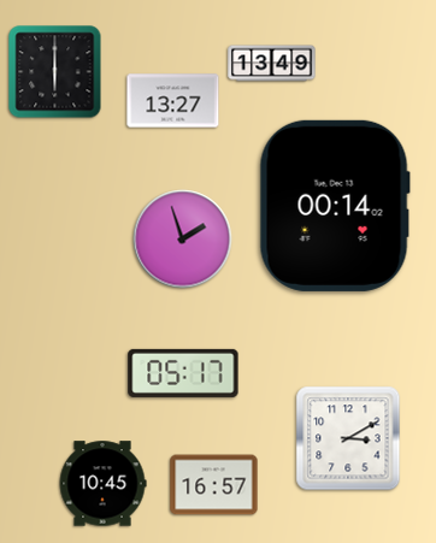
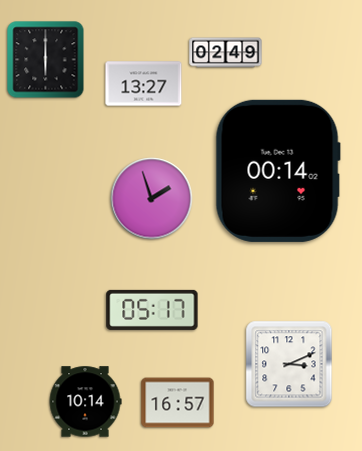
clock at (272, 64): 13:49 -> 02:49
clock at (348, 438): 3:10 -> 3:11
clock at (102, 484): 10:45 -> 10:14
